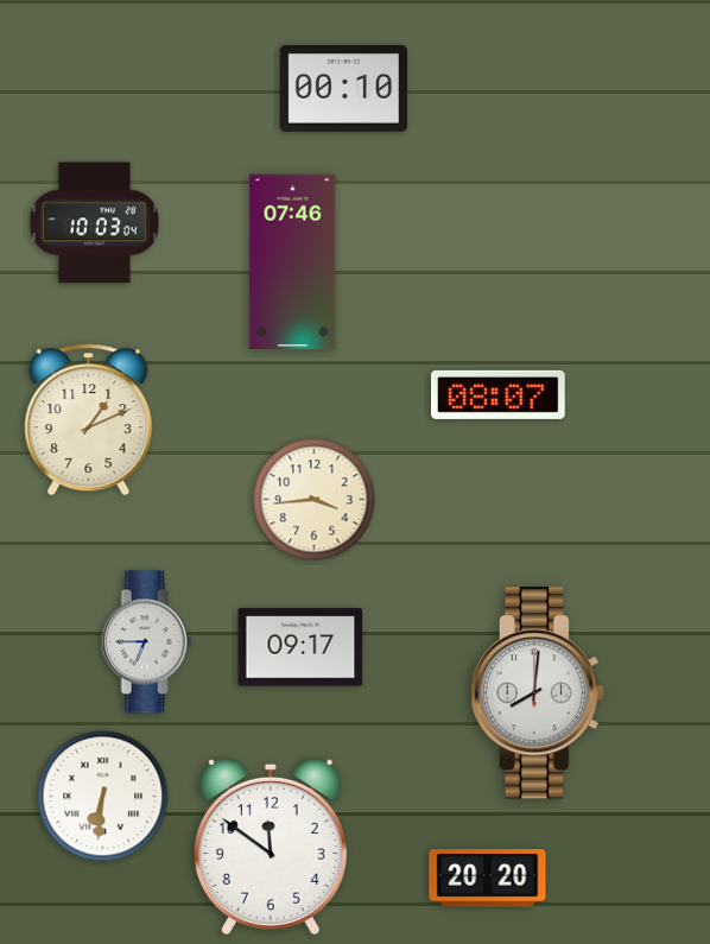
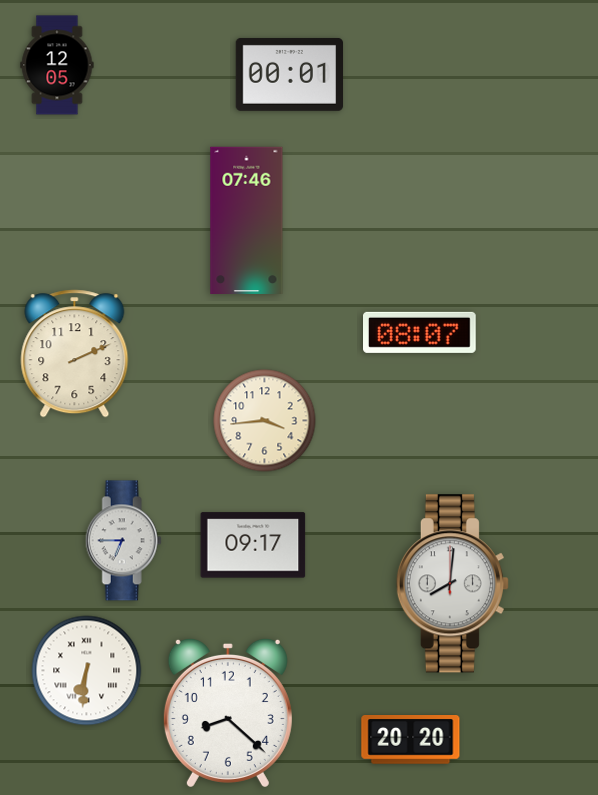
clock at (57, 65): none -> 12:05
clock at (344, 88): 00:10 -> 00:01
clock at (94, 223): 10:03 -> none
clock at (89, 420): 1:11 -> 2:11
clock at (271, 845): 11:51 -> 8:22
